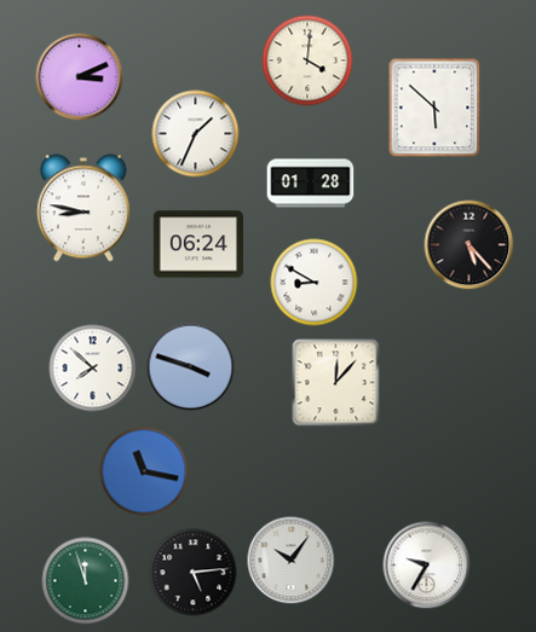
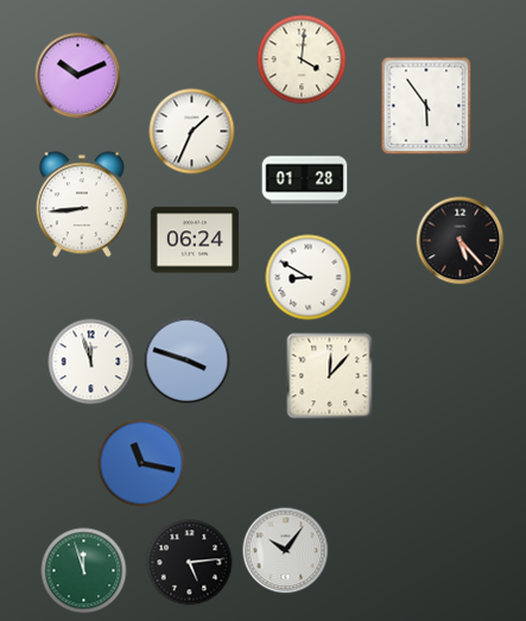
clock at (80, 77): 3:11 -> 10:11
clock at (434, 108): 5:52 -> 5:54
clock at (83, 208): 8:47 -> 8:44
clock at (93, 369): 7:52 -> 11:57
clock at (427, 566): 9:35 -> none
